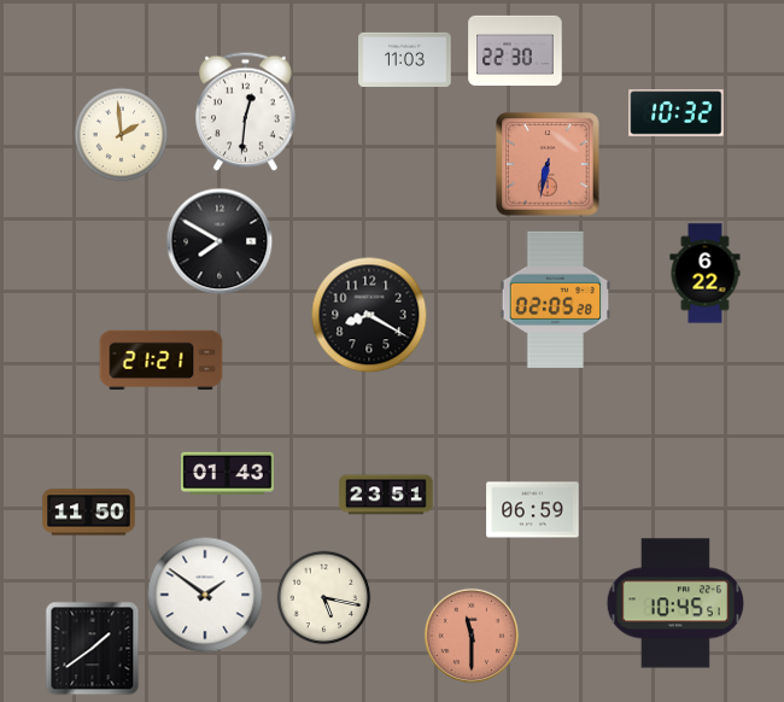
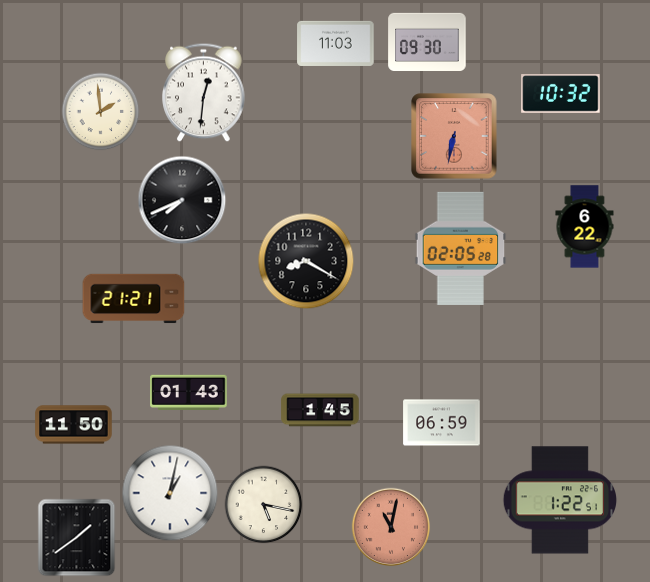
clock at (515, 49): 22:30 -> 09:30
clock at (405, 59) position: (405, 59) -> (336, 43)
clock at (220, 241): 7:50 -> 7:41
clock at (386, 495): 23:51 -> 1:45
clock at (205, 595): 1:51 -> 1:02
clock at (323, 597) position: (323, 597) -> (263, 504)
clock at (675, 603): 10:45 -> 1:22
clock at (472, 636): 11:30 -> 11:02
